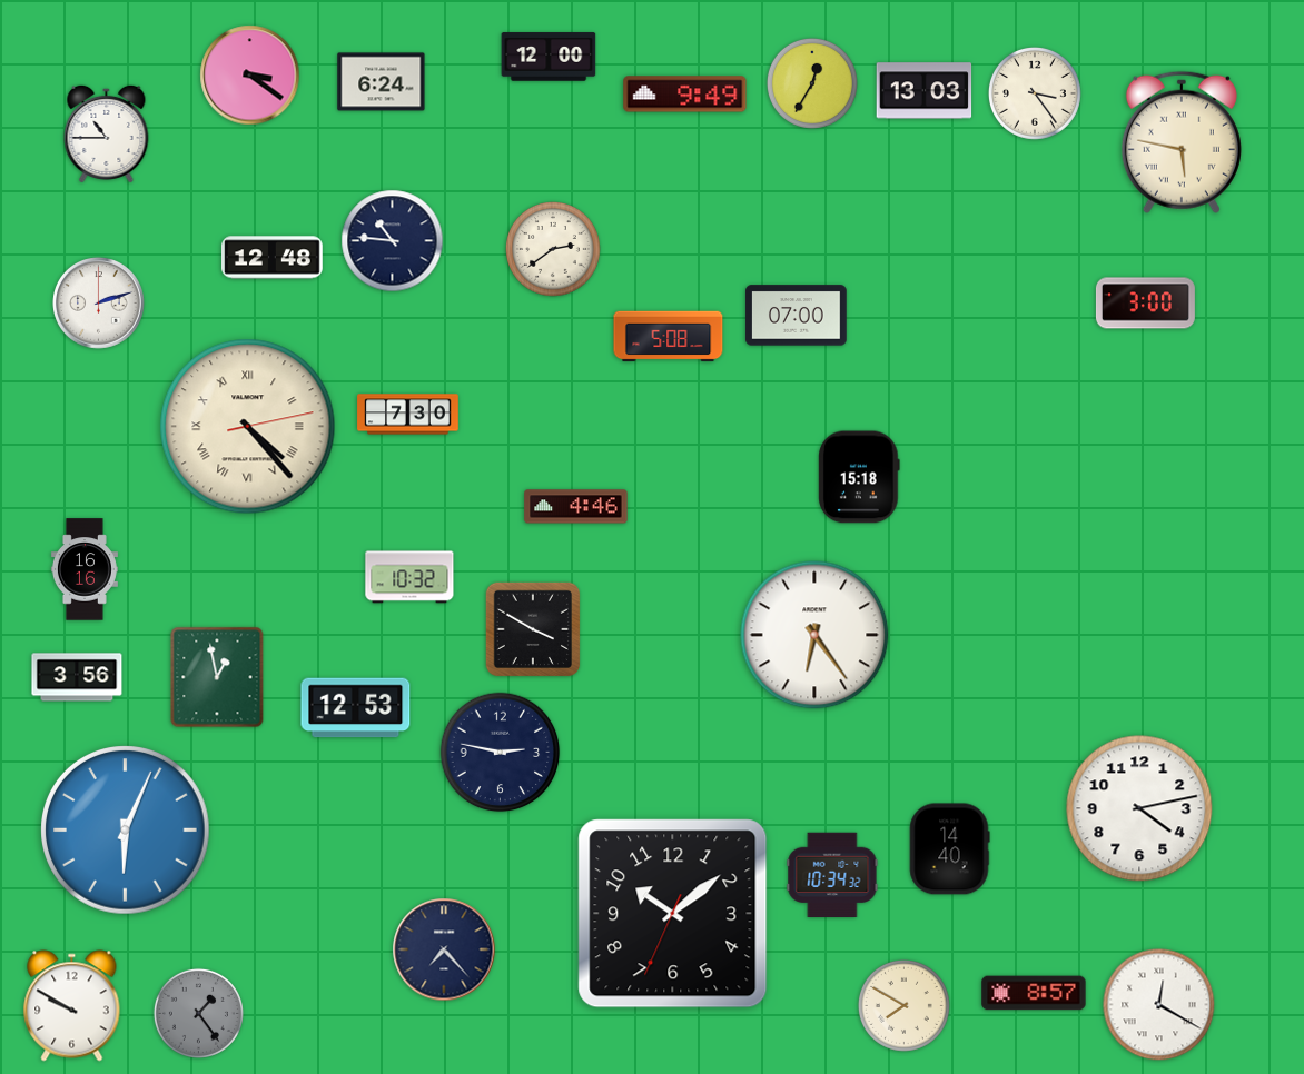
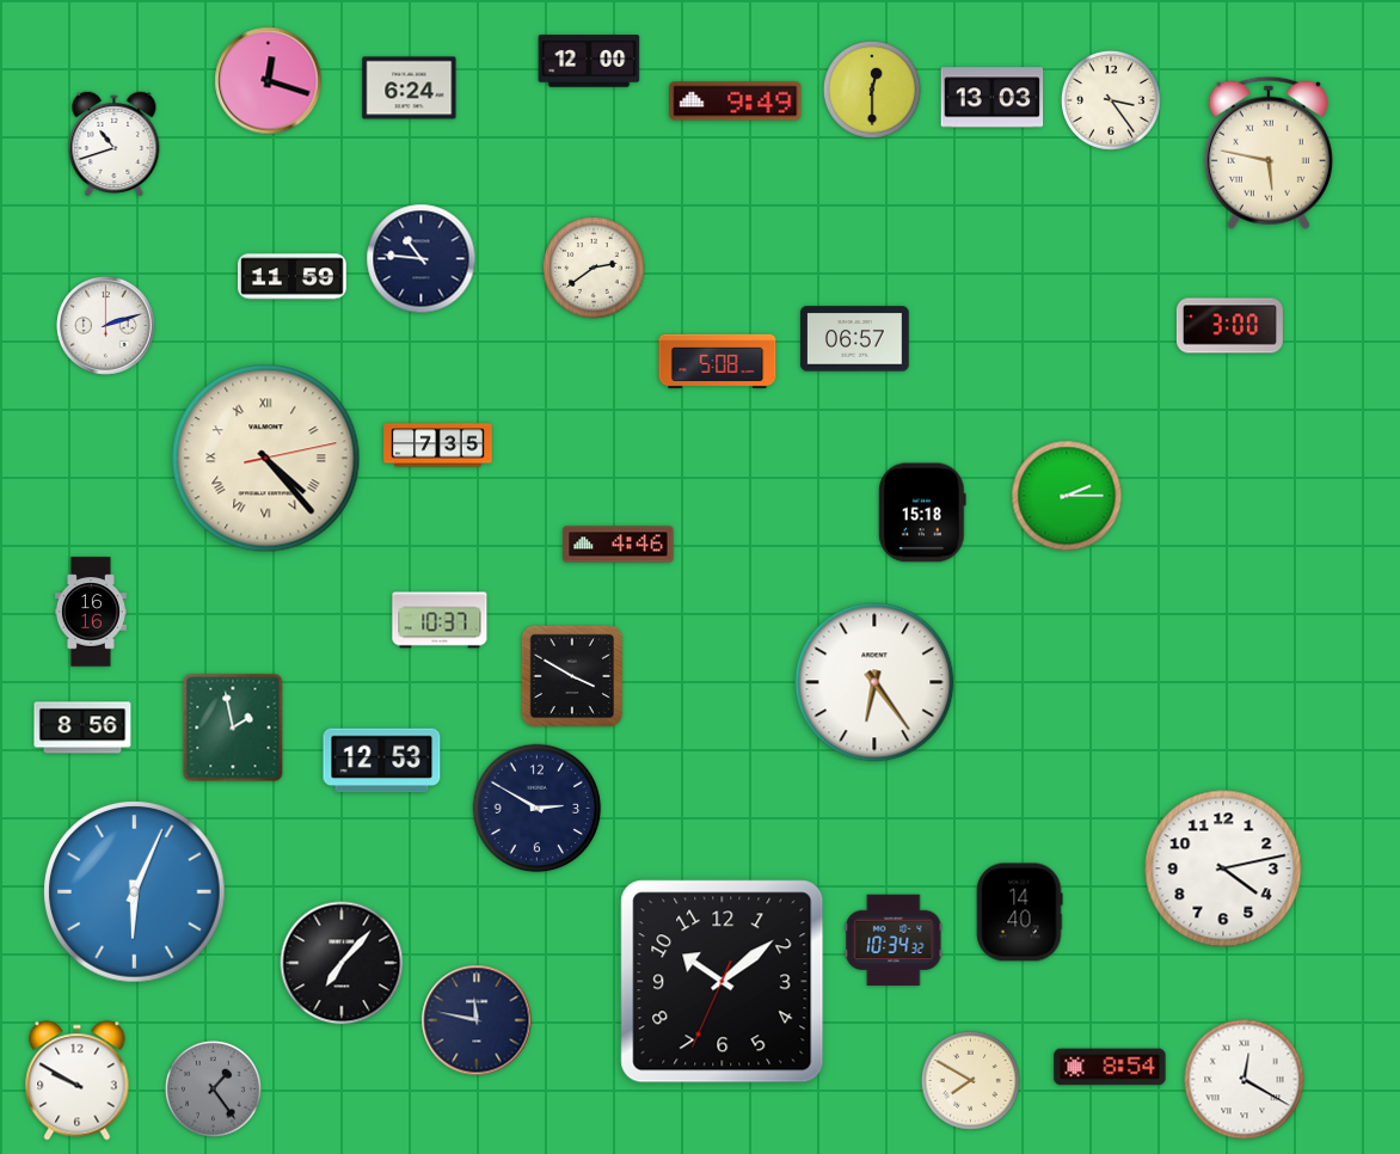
clock at (250, 76): 3:21 -> 12:18
clock at (812, 83): 12:35 -> 12:30
clock at (107, 132): 10:45 -> 10:42
clock at (273, 258): 12:48 -> 11:59
clock at (797, 316): 07:00 -> 06:57
clock at (408, 415): 7:30 -> 7:35
clock at (1067, 496): none -> 2:15
clock at (409, 577): 10:32 -> 10:37
clock at (77, 677): 3:56 -> 8:56
clock at (217, 677): 12:58 -> 1:58
clock at (501, 753): 2:47 -> 2:50
clock at (342, 963): none -> 7:07
clock at (444, 949): 7:23 -> 11:47
clock at (1034, 993): 8:57 -> 8:54
